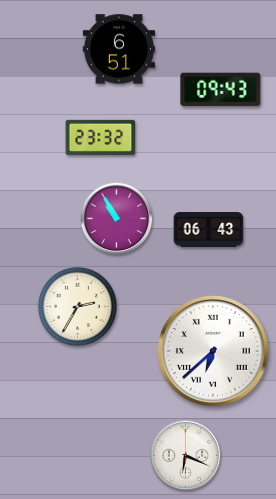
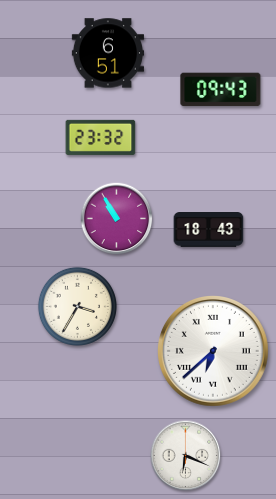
clock at (118, 49) position: (118, 49) -> (107, 53)
clock at (209, 230): 06:43 -> 18:43
clock at (77, 306): 2:35 -> 3:35
